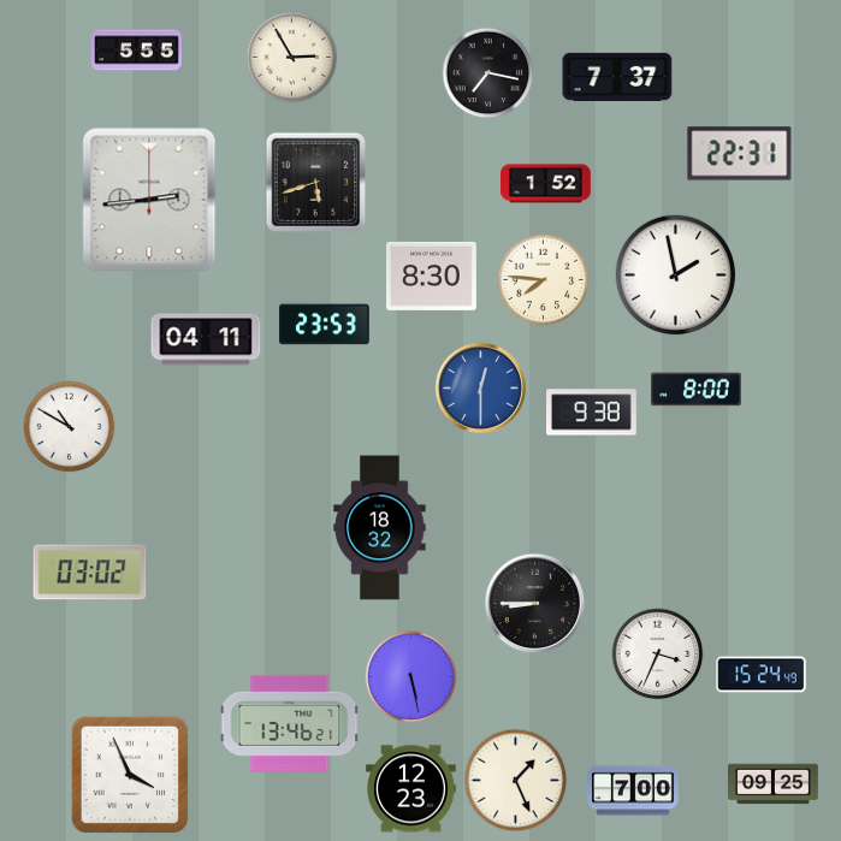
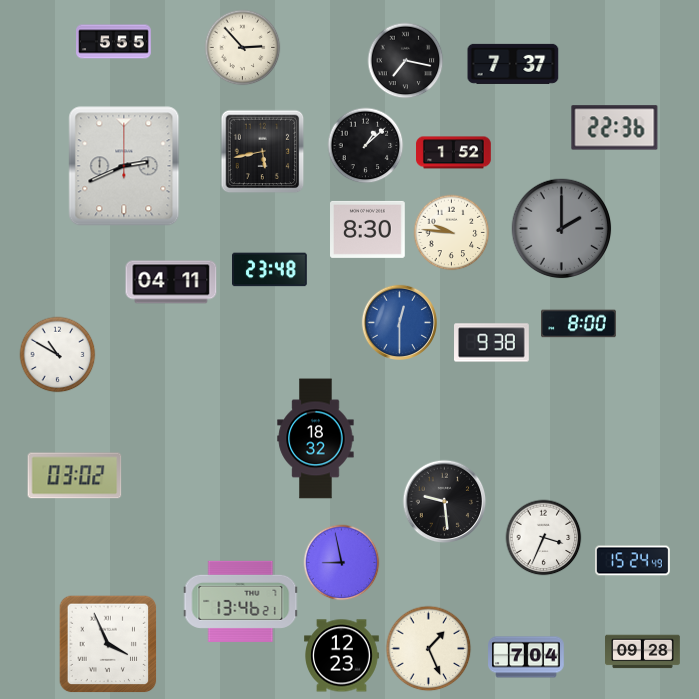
clock at (292, 58): 2:55 -> 2:53
clock at (740, 154): 22:31 -> 22:36
clock at (366, 146): none -> 1:08
clock at (316, 183): 5:42 -> 5:43
clock at (149, 200): 2:44 -> 2:41
clock at (432, 276) position: (432, 276) -> (368, 229)
clock at (676, 276): 1:58 -> 2:00
clock at (676, 276) dial: white -> grey
clock at (544, 280): 7:46 -> 9:46
clock at (325, 325): 23:53 -> 23:48
clock at (535, 604): 8:45 -> 9:29
clock at (658, 655) position: (658, 655) -> (544, 538)
clock at (411, 677): 5:28 -> 8:58
clock at (774, 784): 09:25 -> 09:28
clock at (633, 790): 7:00 -> 7:04
